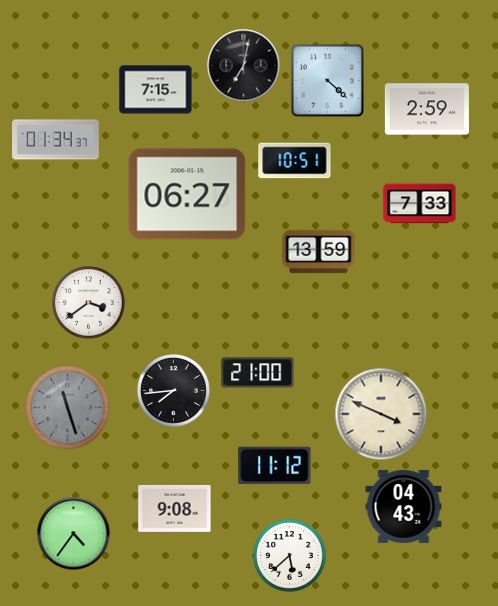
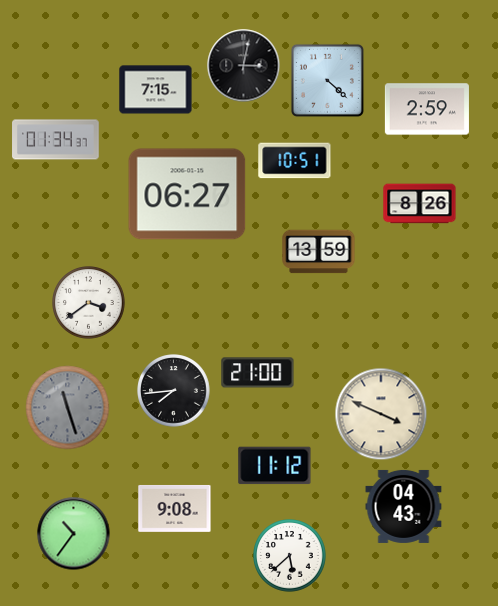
clock at (244, 66): 7:02 -> 3:02
clock at (420, 204): 7:33 -> 8:26
clock at (74, 534): 4:36 -> 10:36
